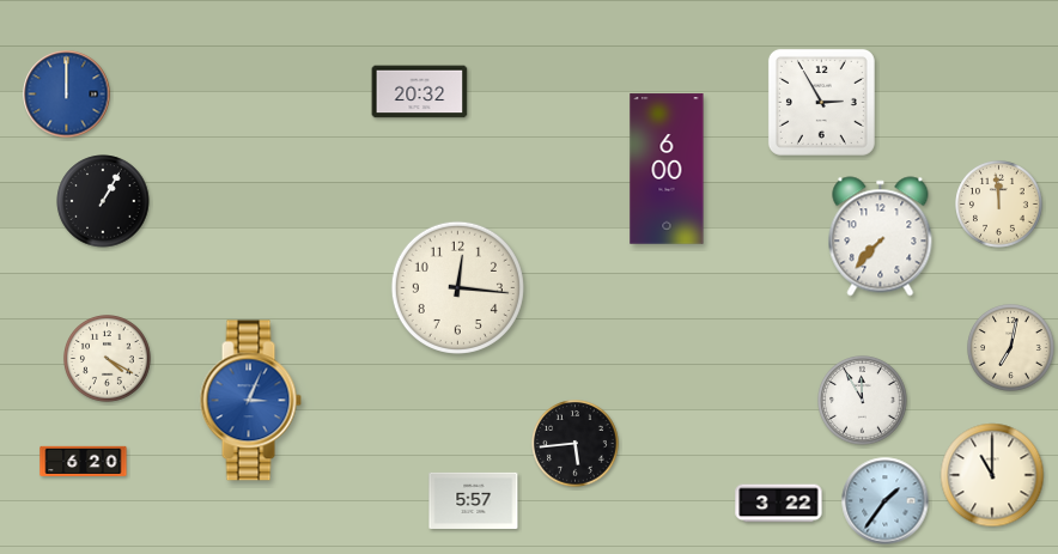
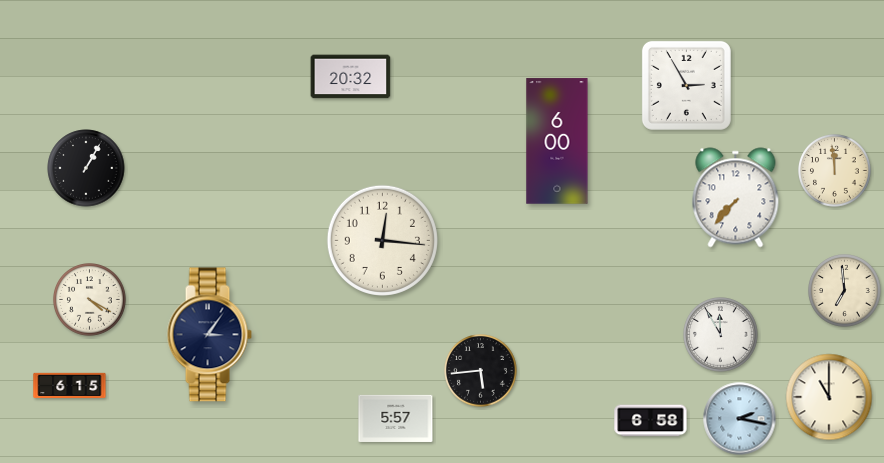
clock at (67, 95): 12:00 -> none
clock at (1011, 348): 7:02 -> 6:59
clock at (250, 401): 3:04 -> 3:06
clock at (250, 401) dial: blue -> navy
clock at (84, 462): 6:20 -> 6:15
clock at (886, 501): 1:36 -> 2:17
clock at (779, 504): 3:22 -> 6:58
